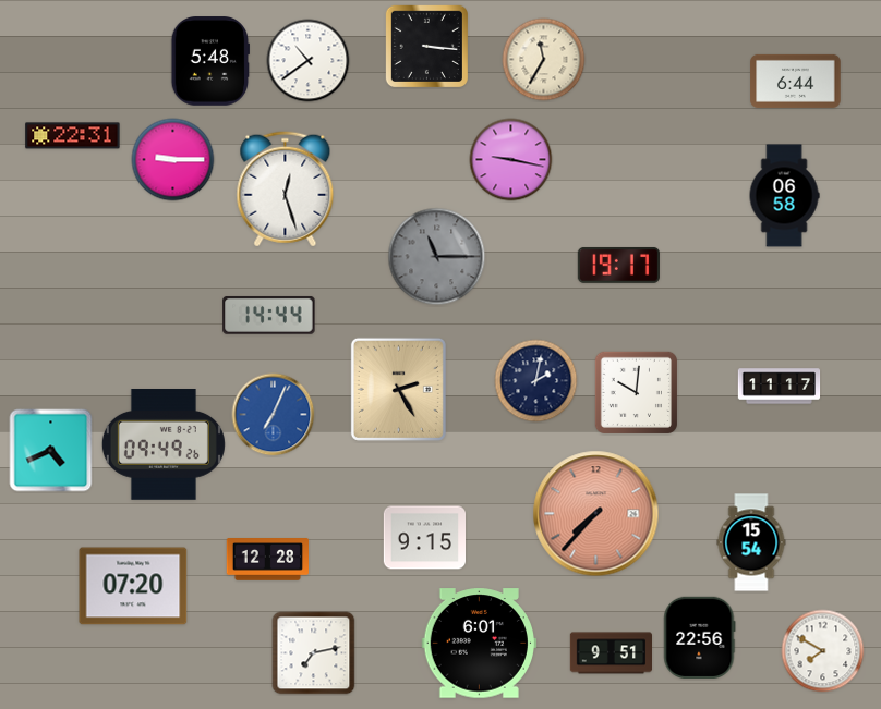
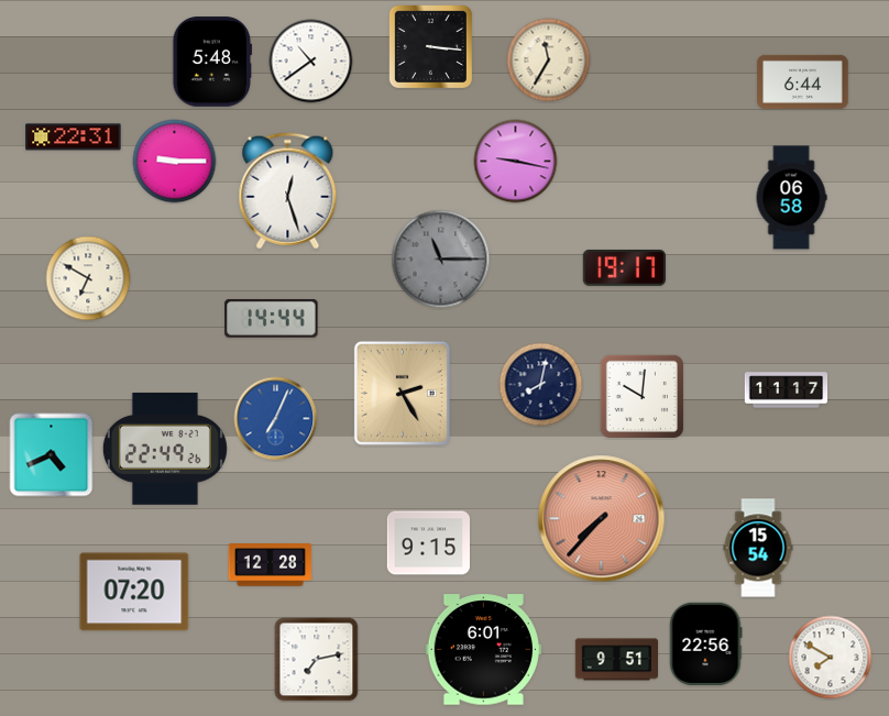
clock at (88, 278): none -> 6:50
clock at (536, 381): 2:02 -> 8:02
clock at (164, 445): 09:49 -> 22:49
